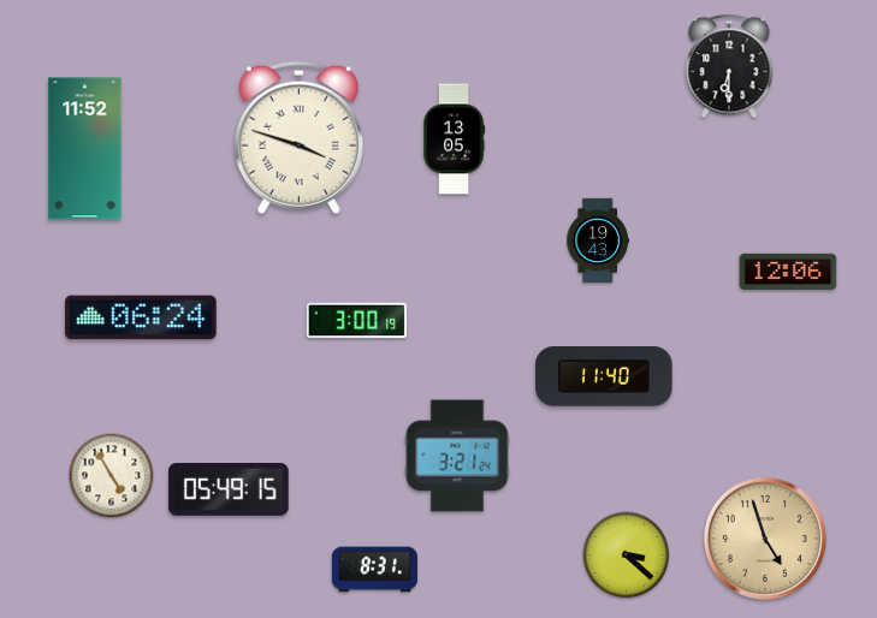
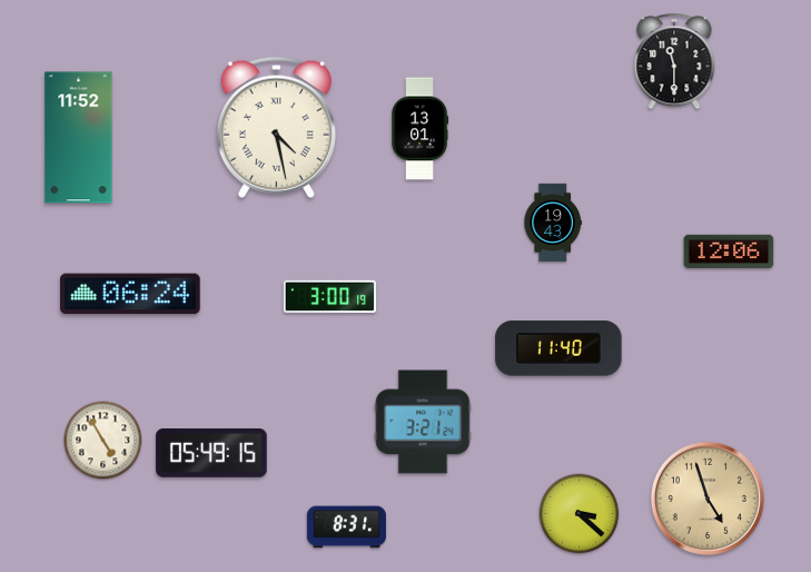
clock at (729, 66): 6:30 -> 11:30
clock at (298, 137): 3:48 -> 4:28
clock at (455, 139): 13:05 -> 13:01
